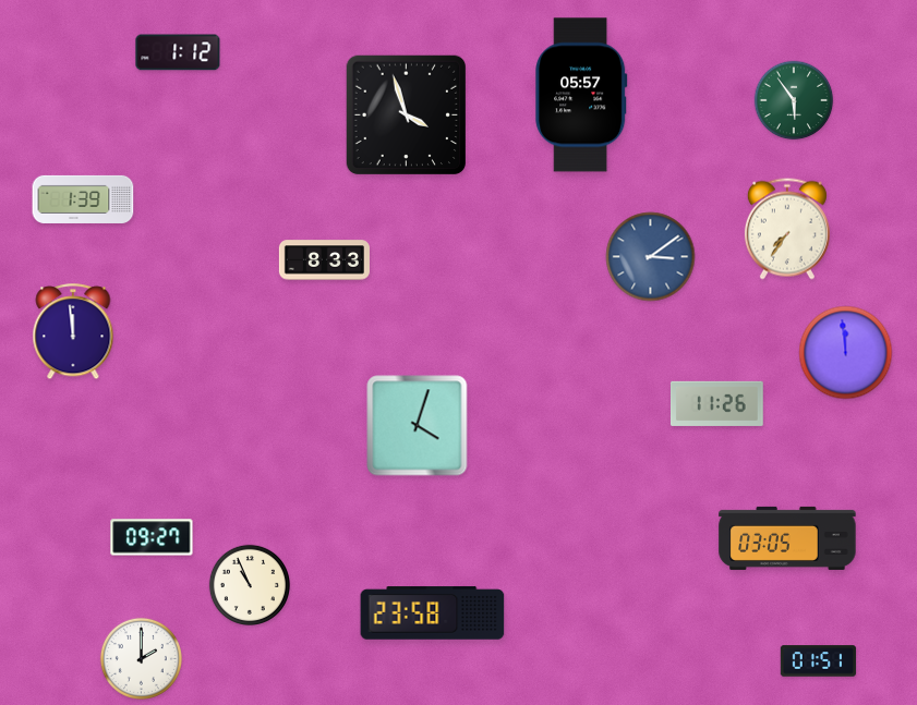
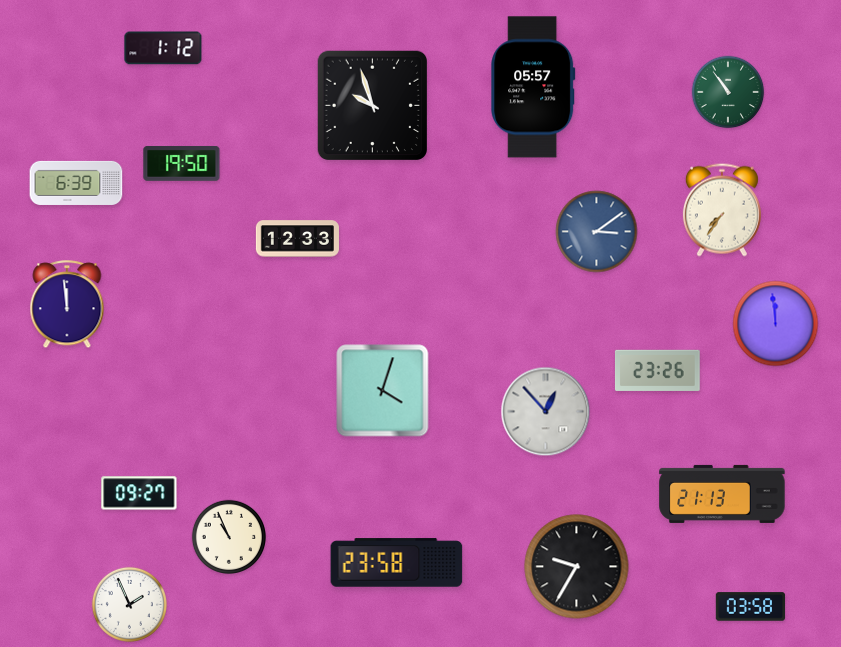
clock at (794, 100): 5:54 -> 10:54
clock at (407, 116): 3:57 -> 9:57
clock at (182, 164): none -> 19:50
clock at (83, 199): 1:39 -> 6:39
clock at (651, 257) position: (651, 257) -> (597, 232)
clock at (324, 260): 8:33 -> 12:33
clock at (716, 403): 11:26 -> 23:26
clock at (546, 412): none -> 12:53
clock at (787, 538): 03:05 -> 21:13
clock at (577, 567): none -> 9:35
clock at (141, 658): 2:00 -> 1:56
clock at (819, 661): 01:51 -> 03:58
